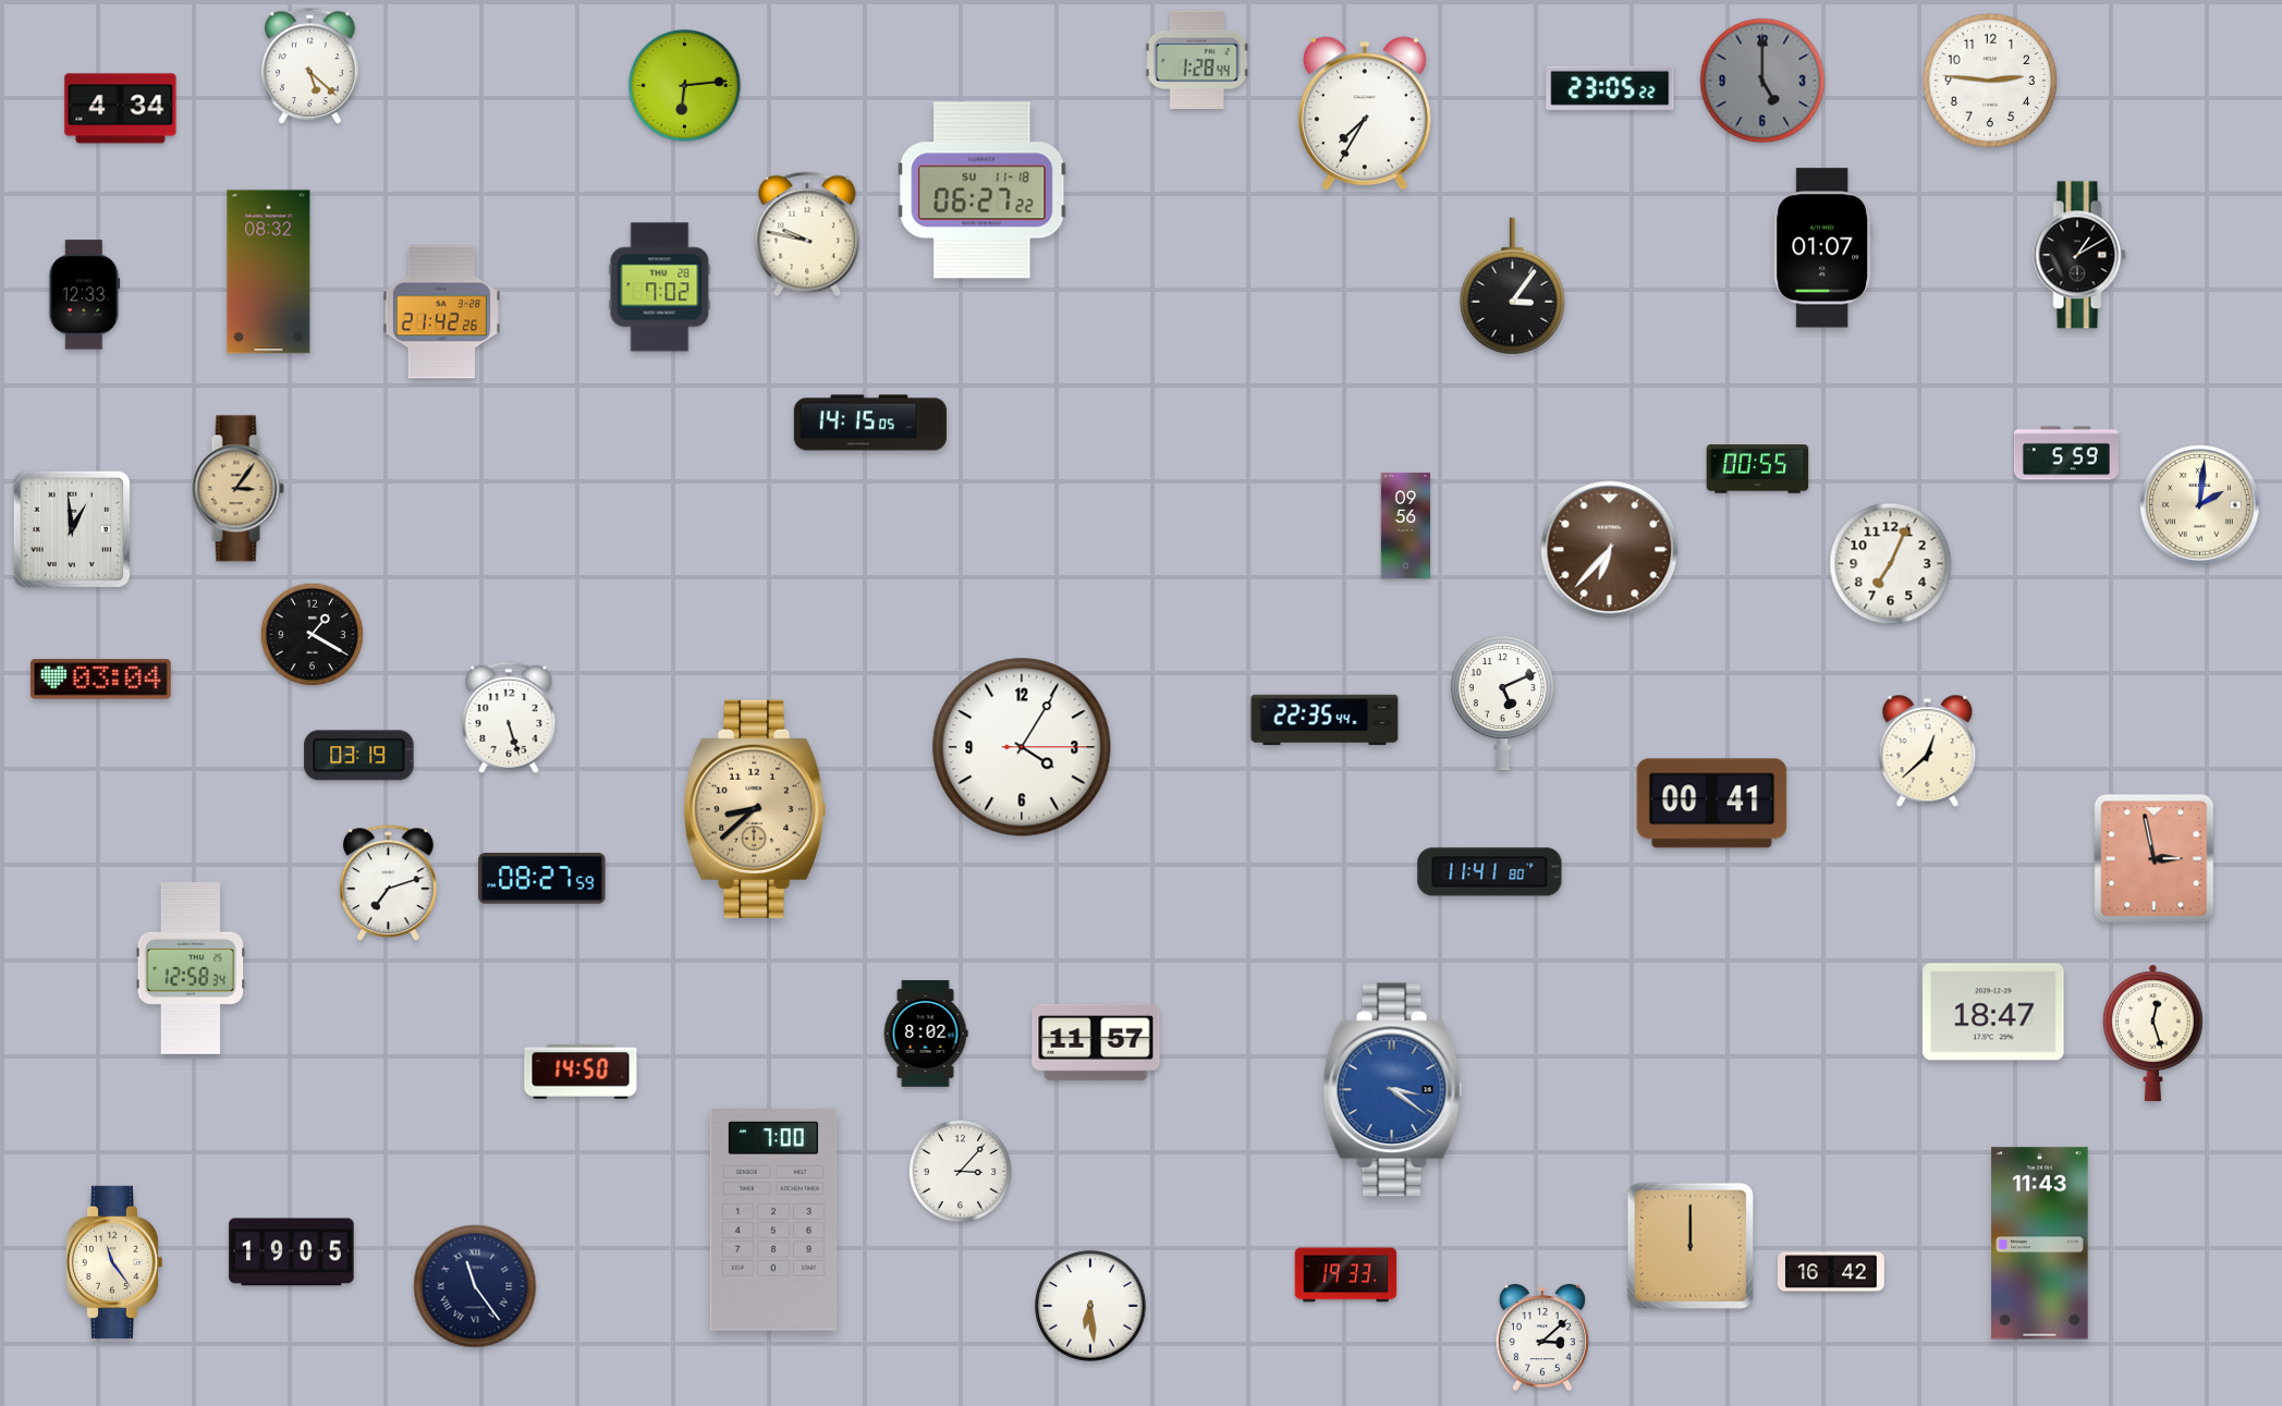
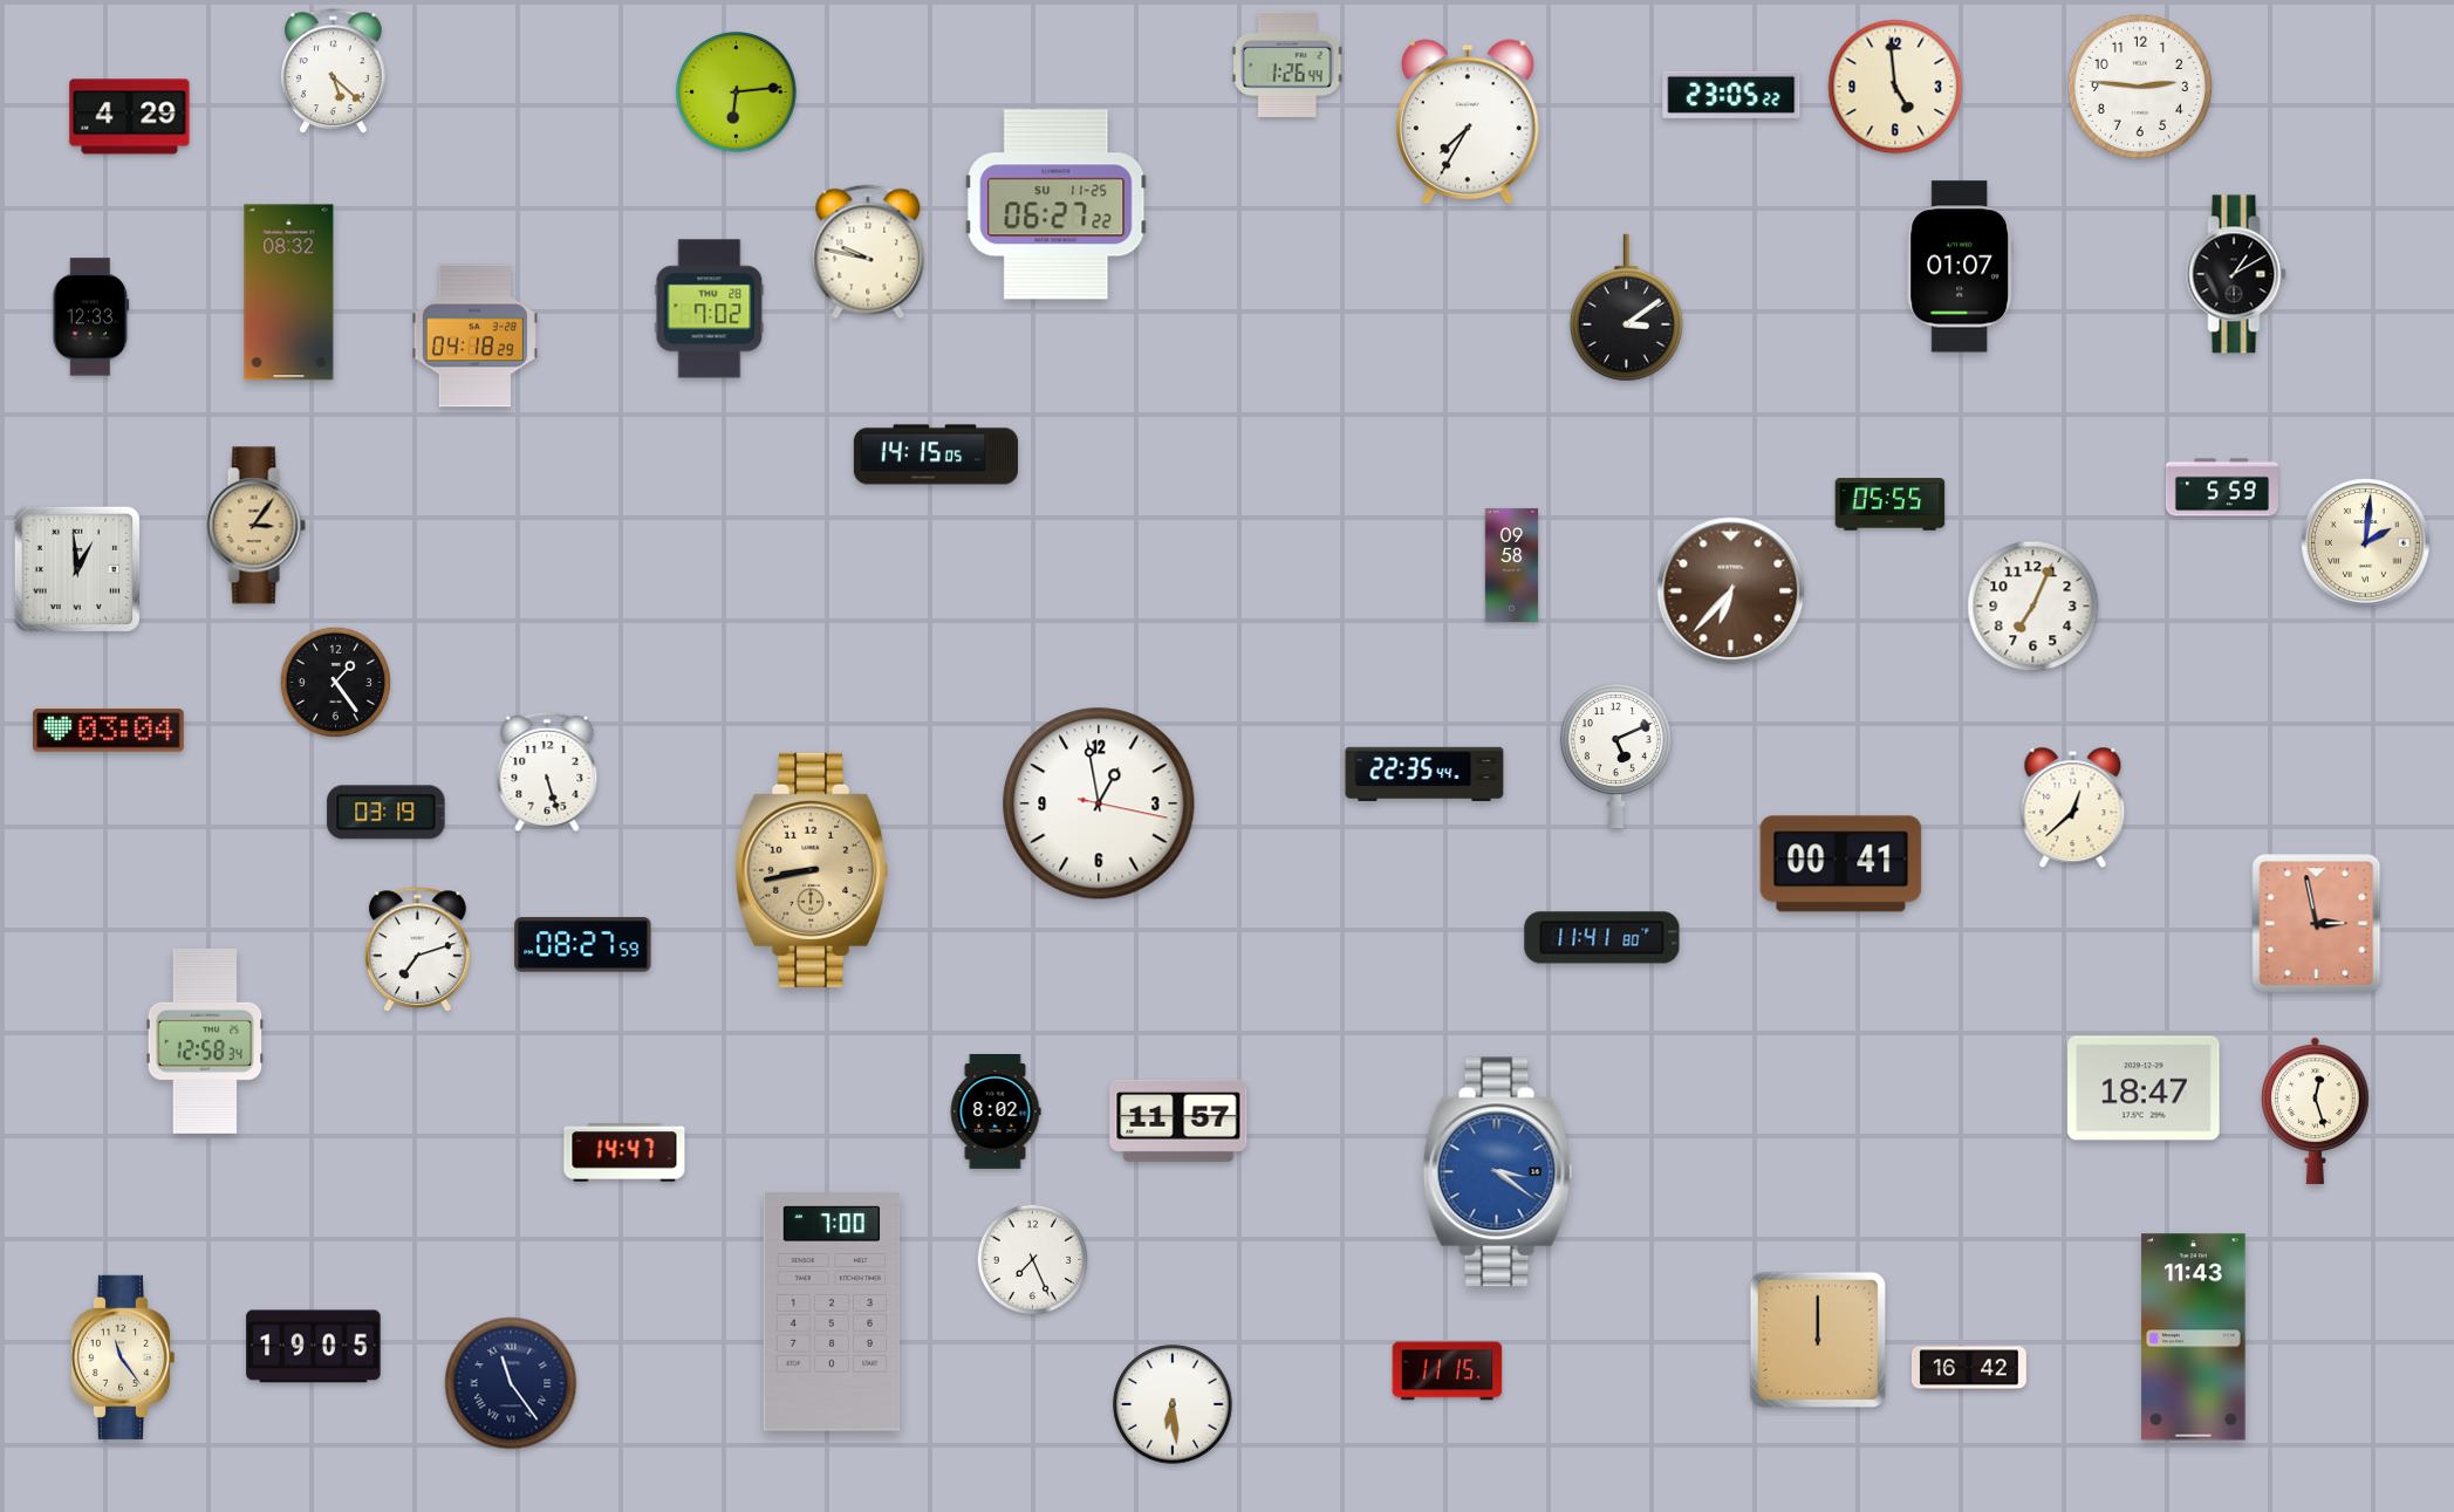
clock at (1197, 60): 1:28 -> 1:26
clock at (1762, 81): 5:00 -> 4:59
clock at (1762, 81) dial: grey -> cream
clock at (121, 109): 4:34 -> 4:29
clock at (983, 191) date: SU 11-18 -> SU 11-25
clock at (1512, 286): 3:06 -> 3:09
clock at (441, 313): 21:42 -> 04:18
clock at (1758, 469): 00:55 -> 05:55
clock at (1406, 525): 09:56 -> 09:58
clock at (313, 635): 1:20 -> 1:24
clock at (1022, 747): 4:05 -> 12:58
clock at (756, 809): 8:38 -> 8:43
clock at (581, 1072): 14:50 -> 14:47
clock at (961, 1172): 3:07 -> 7:26
clock at (1346, 1275): 19:33 -> 11:15
clock at (1542, 1337): 3:08 -> none
